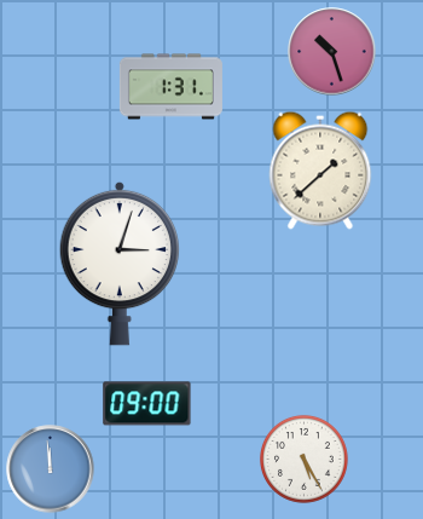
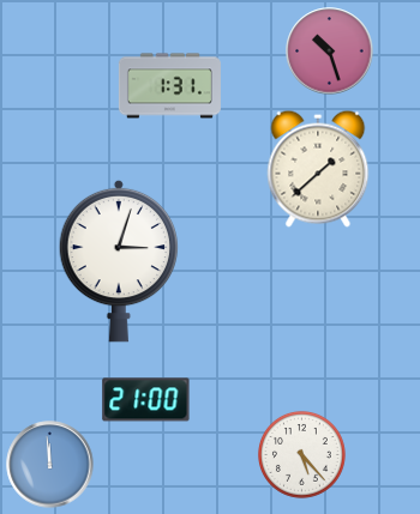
clock at (147, 404): 09:00 -> 21:00
clock at (303, 459): 5:25 -> 5:23
